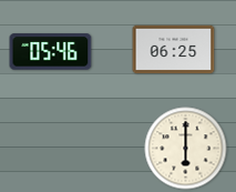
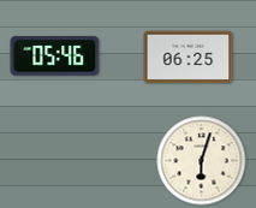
clock at (174, 50) position: (174, 50) -> (189, 58)
clock at (186, 149): 6:00 -> 6:03
